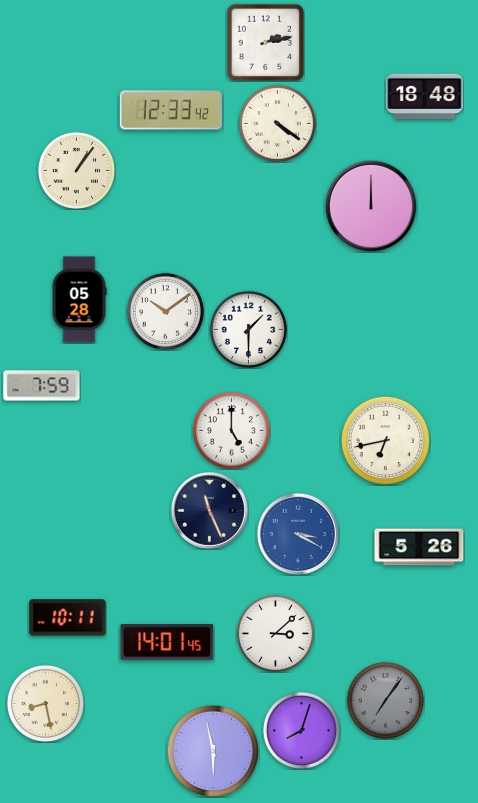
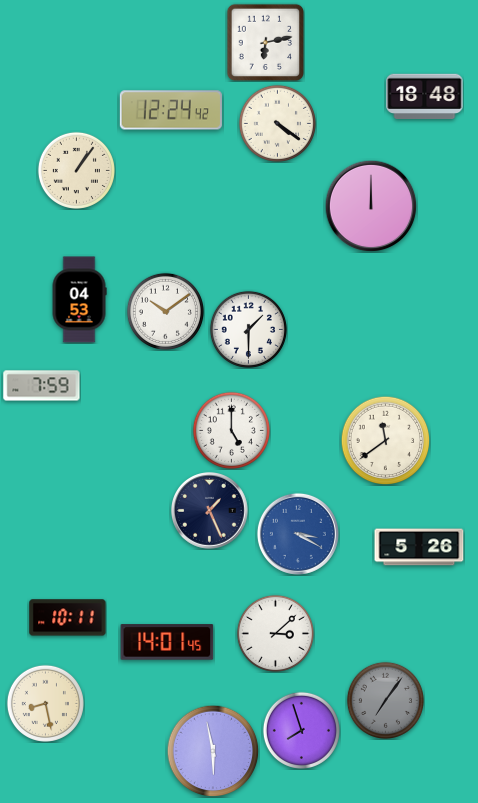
clock at (265, 42): 2:13 -> 6:13
clock at (171, 110): 12:33 -> 12:24
clock at (79, 300): 05:28 -> 04:53
clock at (385, 440): 6:43 -> 11:39
clock at (210, 511): 11:26 -> 1:26
clock at (301, 730): 8:03 -> 7:57
